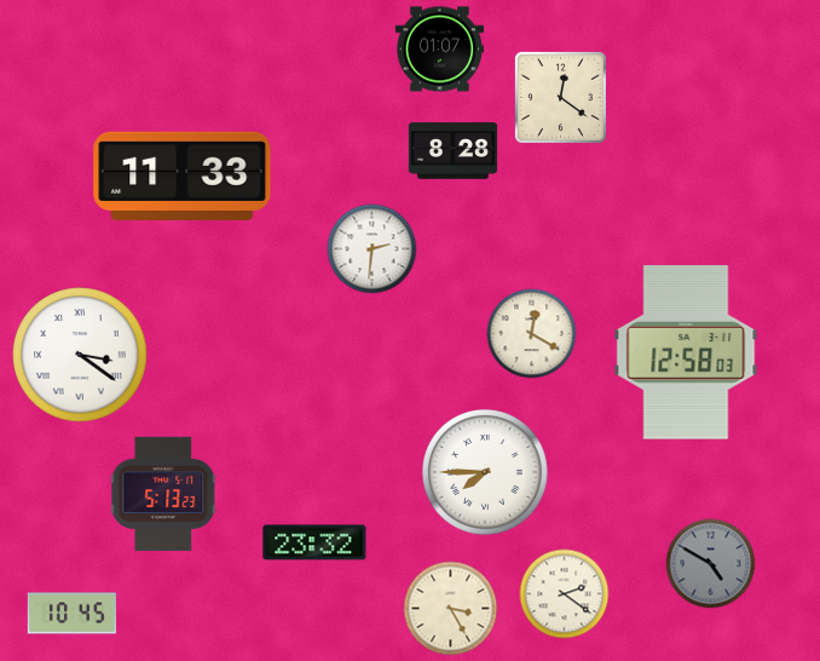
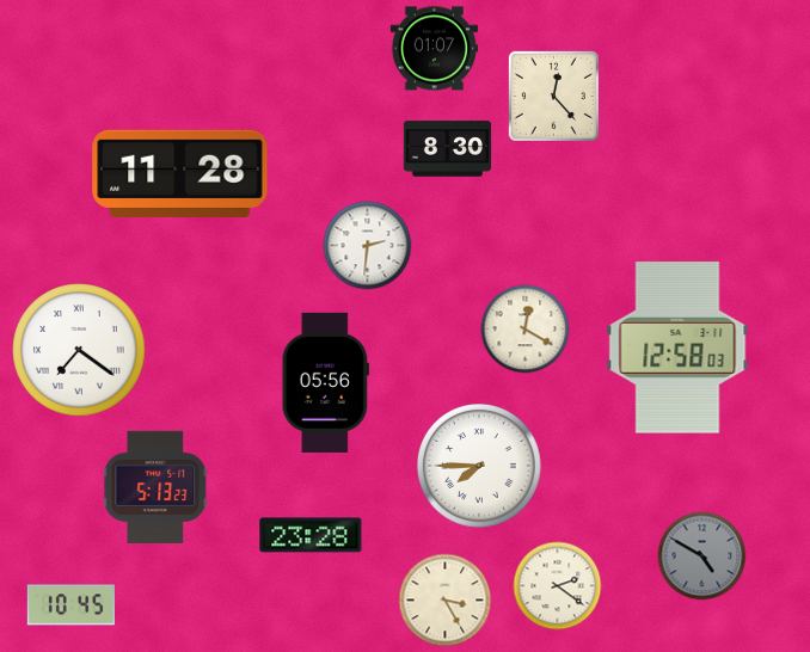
clock at (560, 97): 12:21 -> 12:23
clock at (454, 151): 8:28 -> 8:30
clock at (183, 176): 11:33 -> 11:28
clock at (80, 355): 3:21 -> 7:21
clock at (325, 382): none -> 05:56
clock at (163, 493) position: (163, 493) -> (155, 486)
clock at (314, 542): 23:32 -> 23:28
